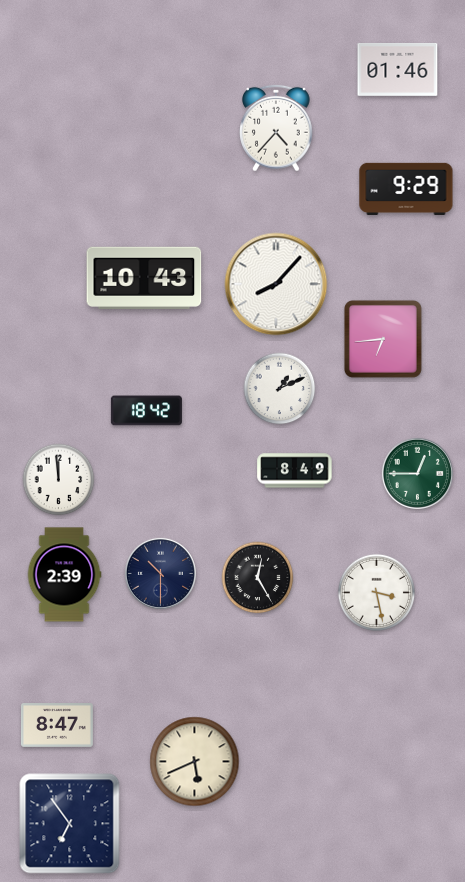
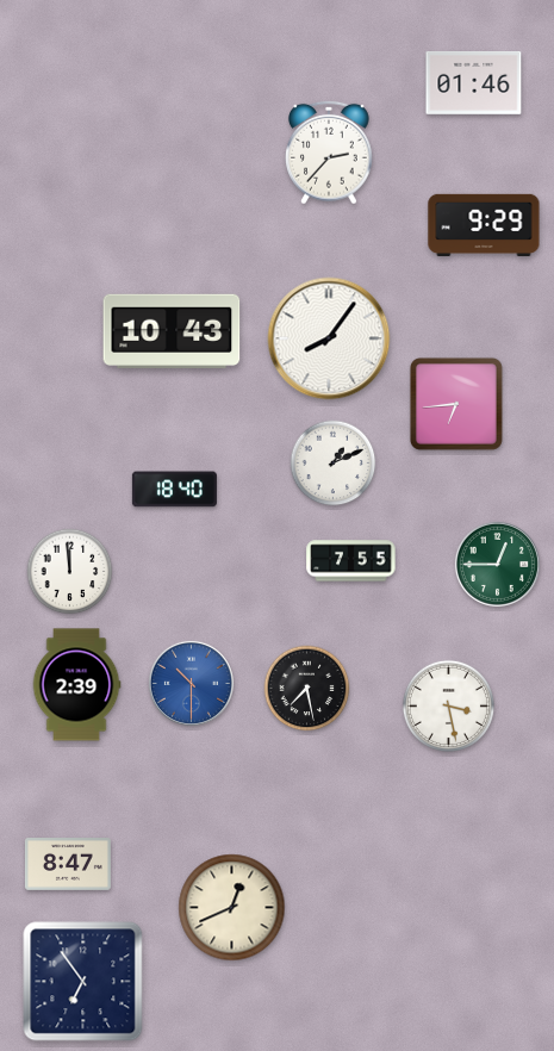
clock at (277, 128): 4:37 -> 2:37
clock at (276, 284): 8:07 -> 8:06
clock at (146, 411): 18:42 -> 18:40
clock at (295, 471): 8:49 -> 7:55
clock at (160, 573) dial: navy -> blue
clock at (258, 578): 12:25 -> 7:28
clock at (195, 762): 5:41 -> 12:41
